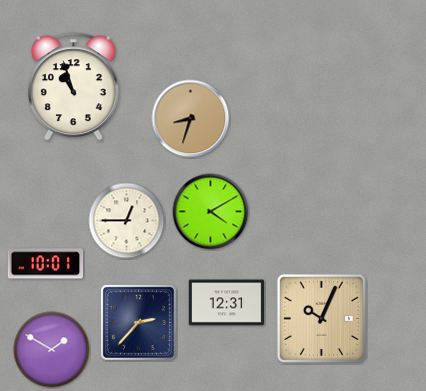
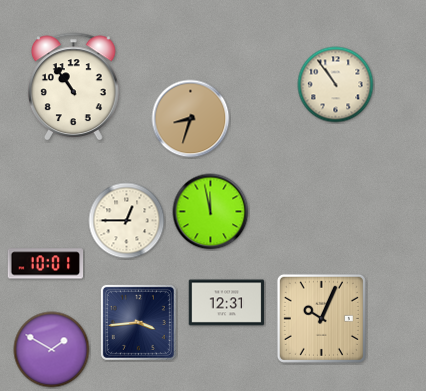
clock at (336, 85): none -> 10:54
clock at (74, 87): 10:57 -> 10:54
clock at (211, 212): 4:10 -> 11:58
clock at (138, 322): 2:37 -> 3:44
